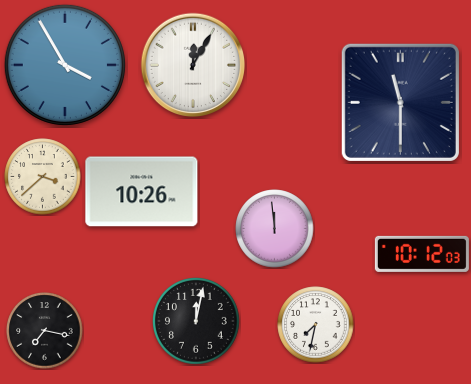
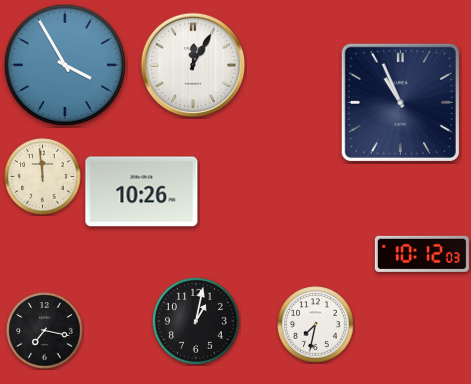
clock at (400, 102): 11:30 -> 10:56
clock at (43, 177): 3:38 -> 11:59
clock at (275, 229): 11:59 -> none
clock at (197, 322): 12:02 -> 1:02
